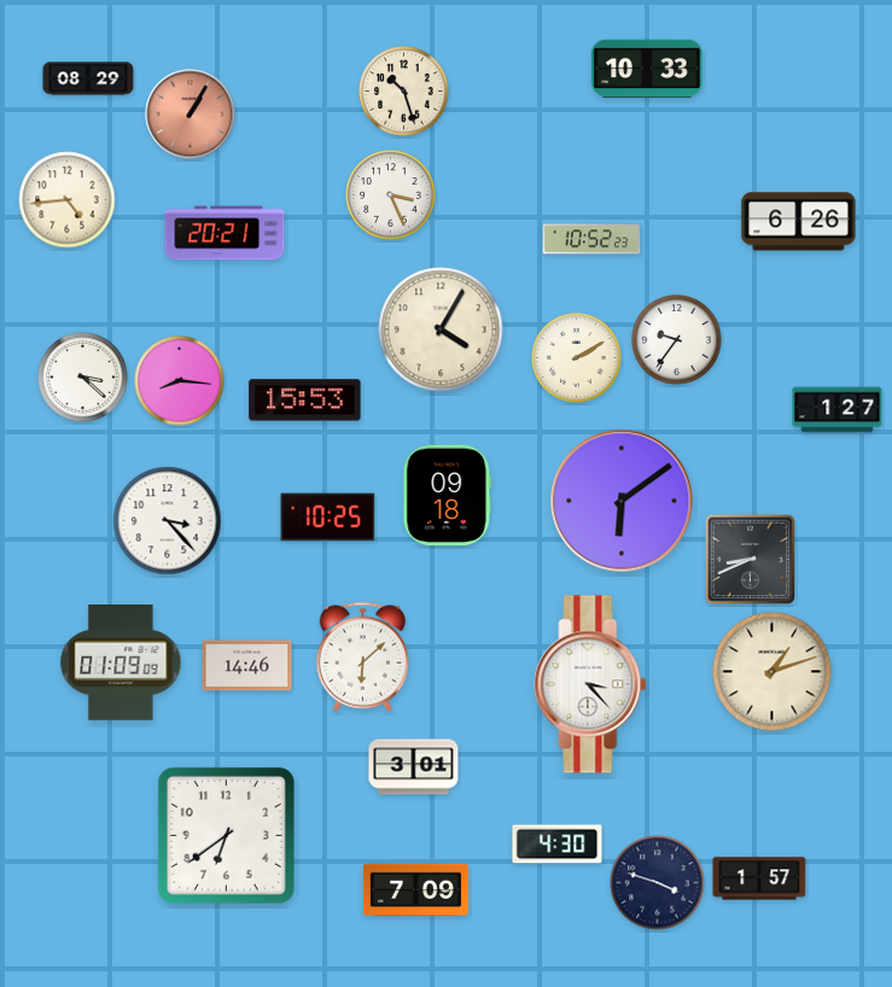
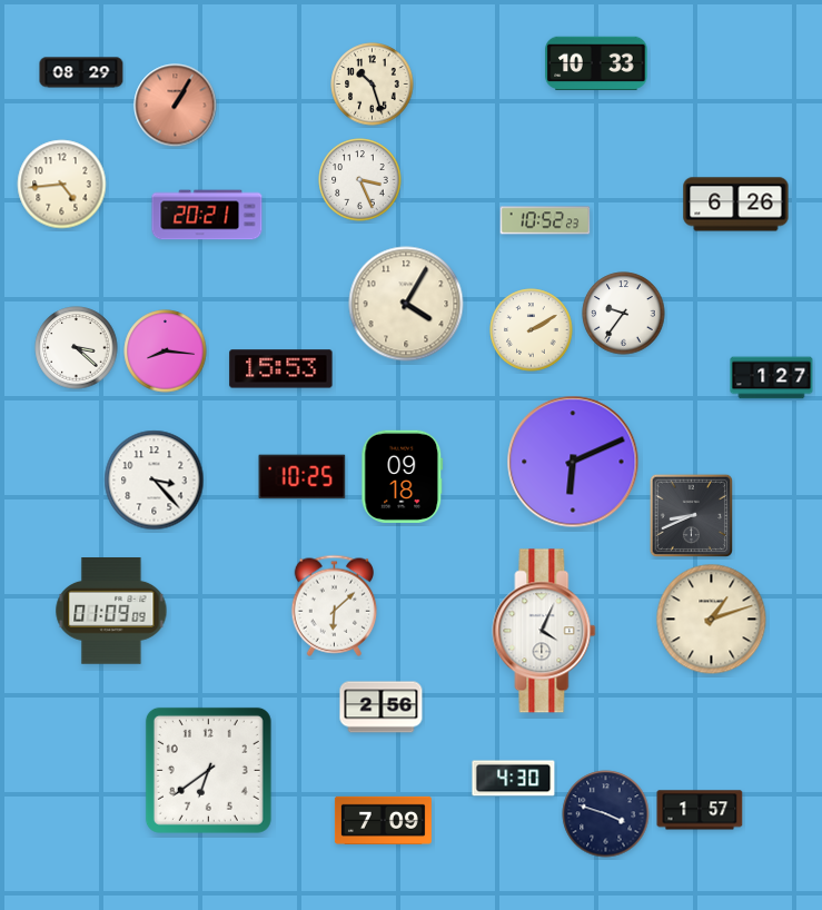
clock at (448, 495) position: (448, 495) -> (403, 476)
clock at (622, 501): 6:09 -> 6:11
clock at (247, 666): 14:46 -> none
clock at (590, 684): 3:23 -> 4:04
clock at (414, 767): 3:01 -> 2:56
